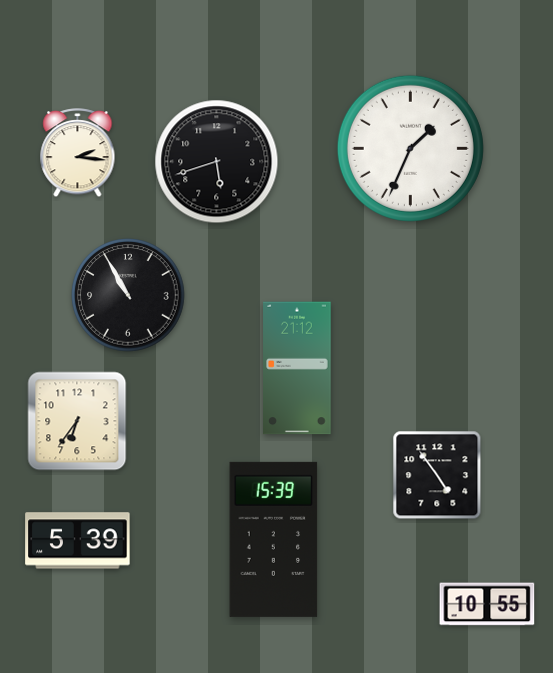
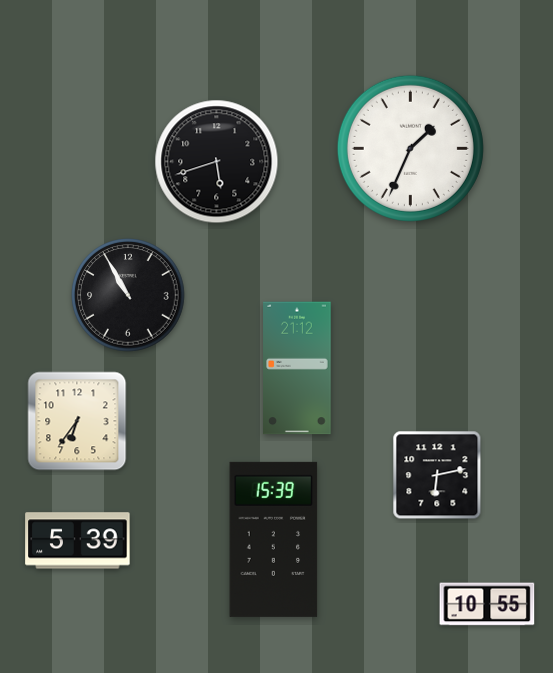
clock at (78, 154): 2:16 -> none
clock at (437, 475): 4:54 -> 6:13
